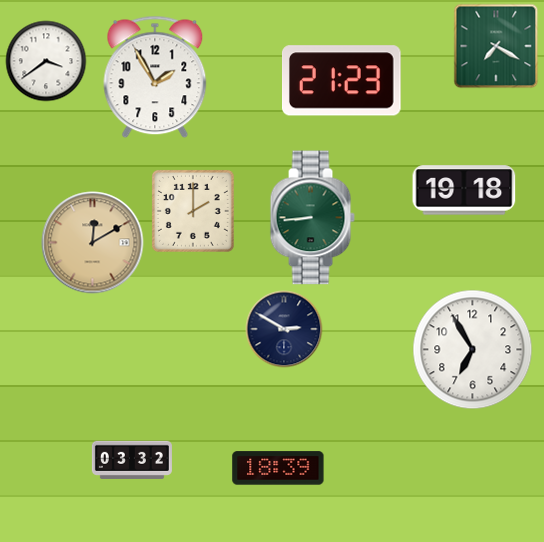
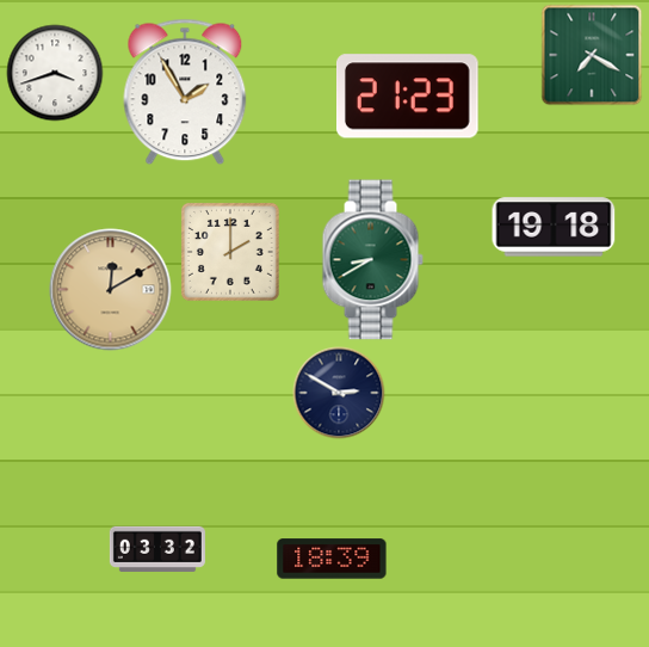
clock at (46, 61): 3:39 -> 3:42
clock at (312, 218): 8:44 -> 8:40
clock at (473, 350): 6:55 -> none
